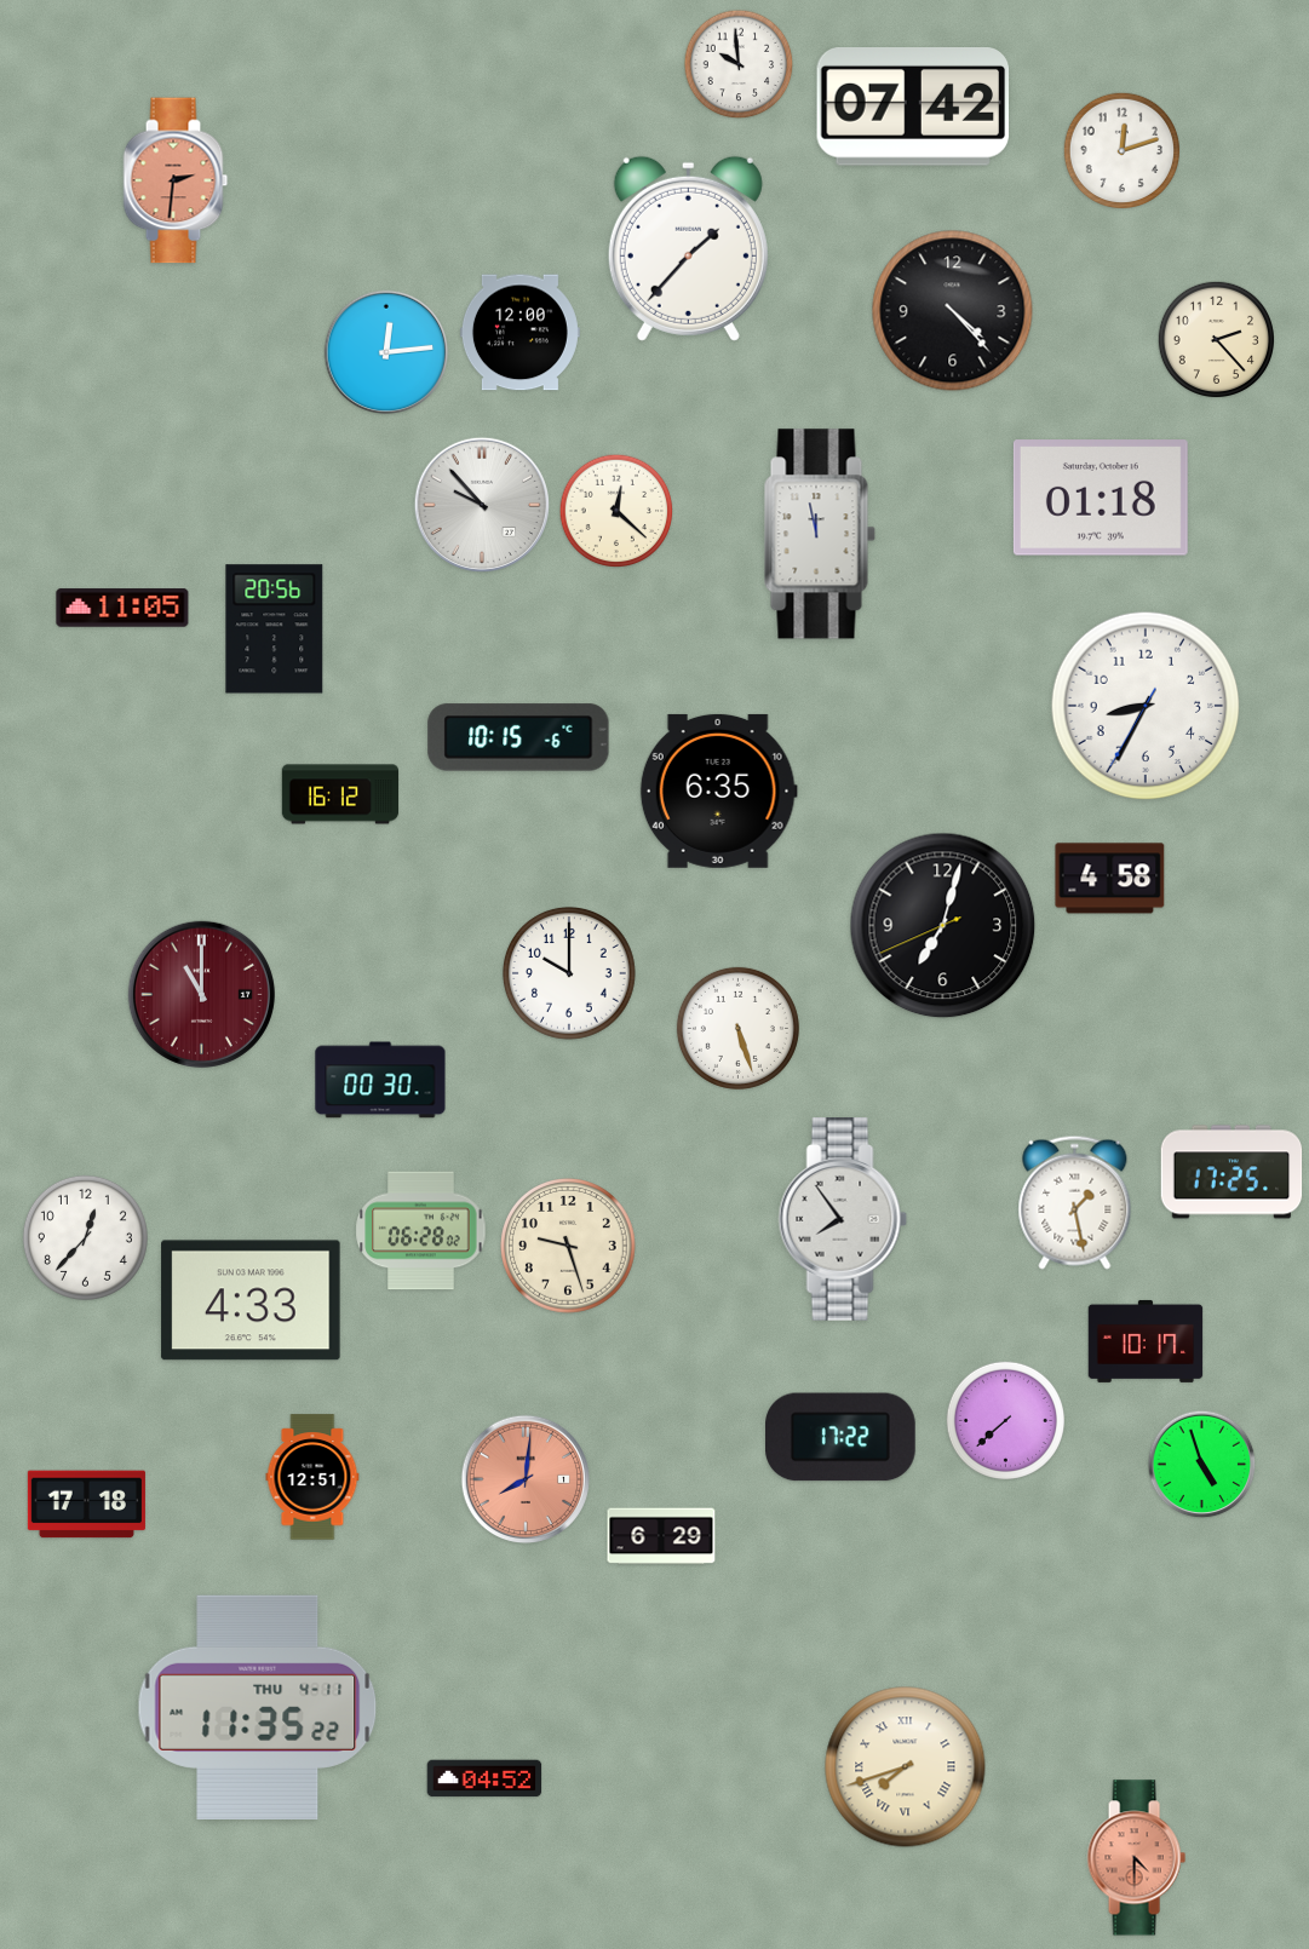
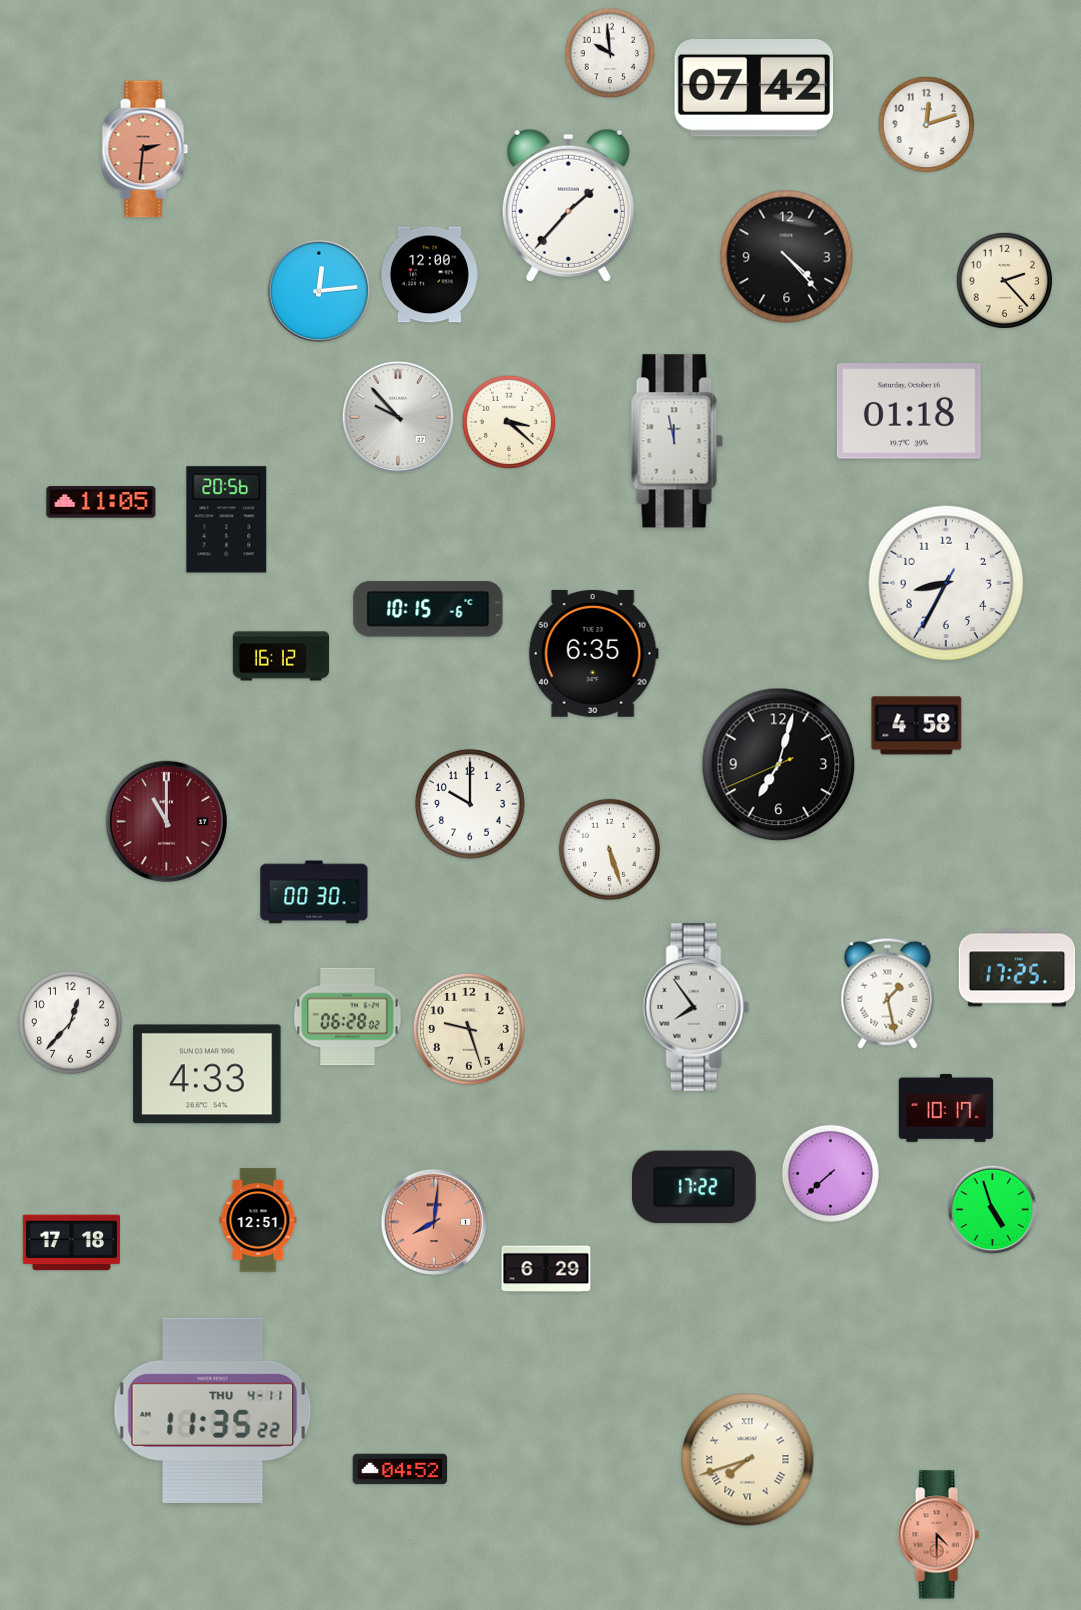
clock at (616, 511): 12:22 -> 3:22
